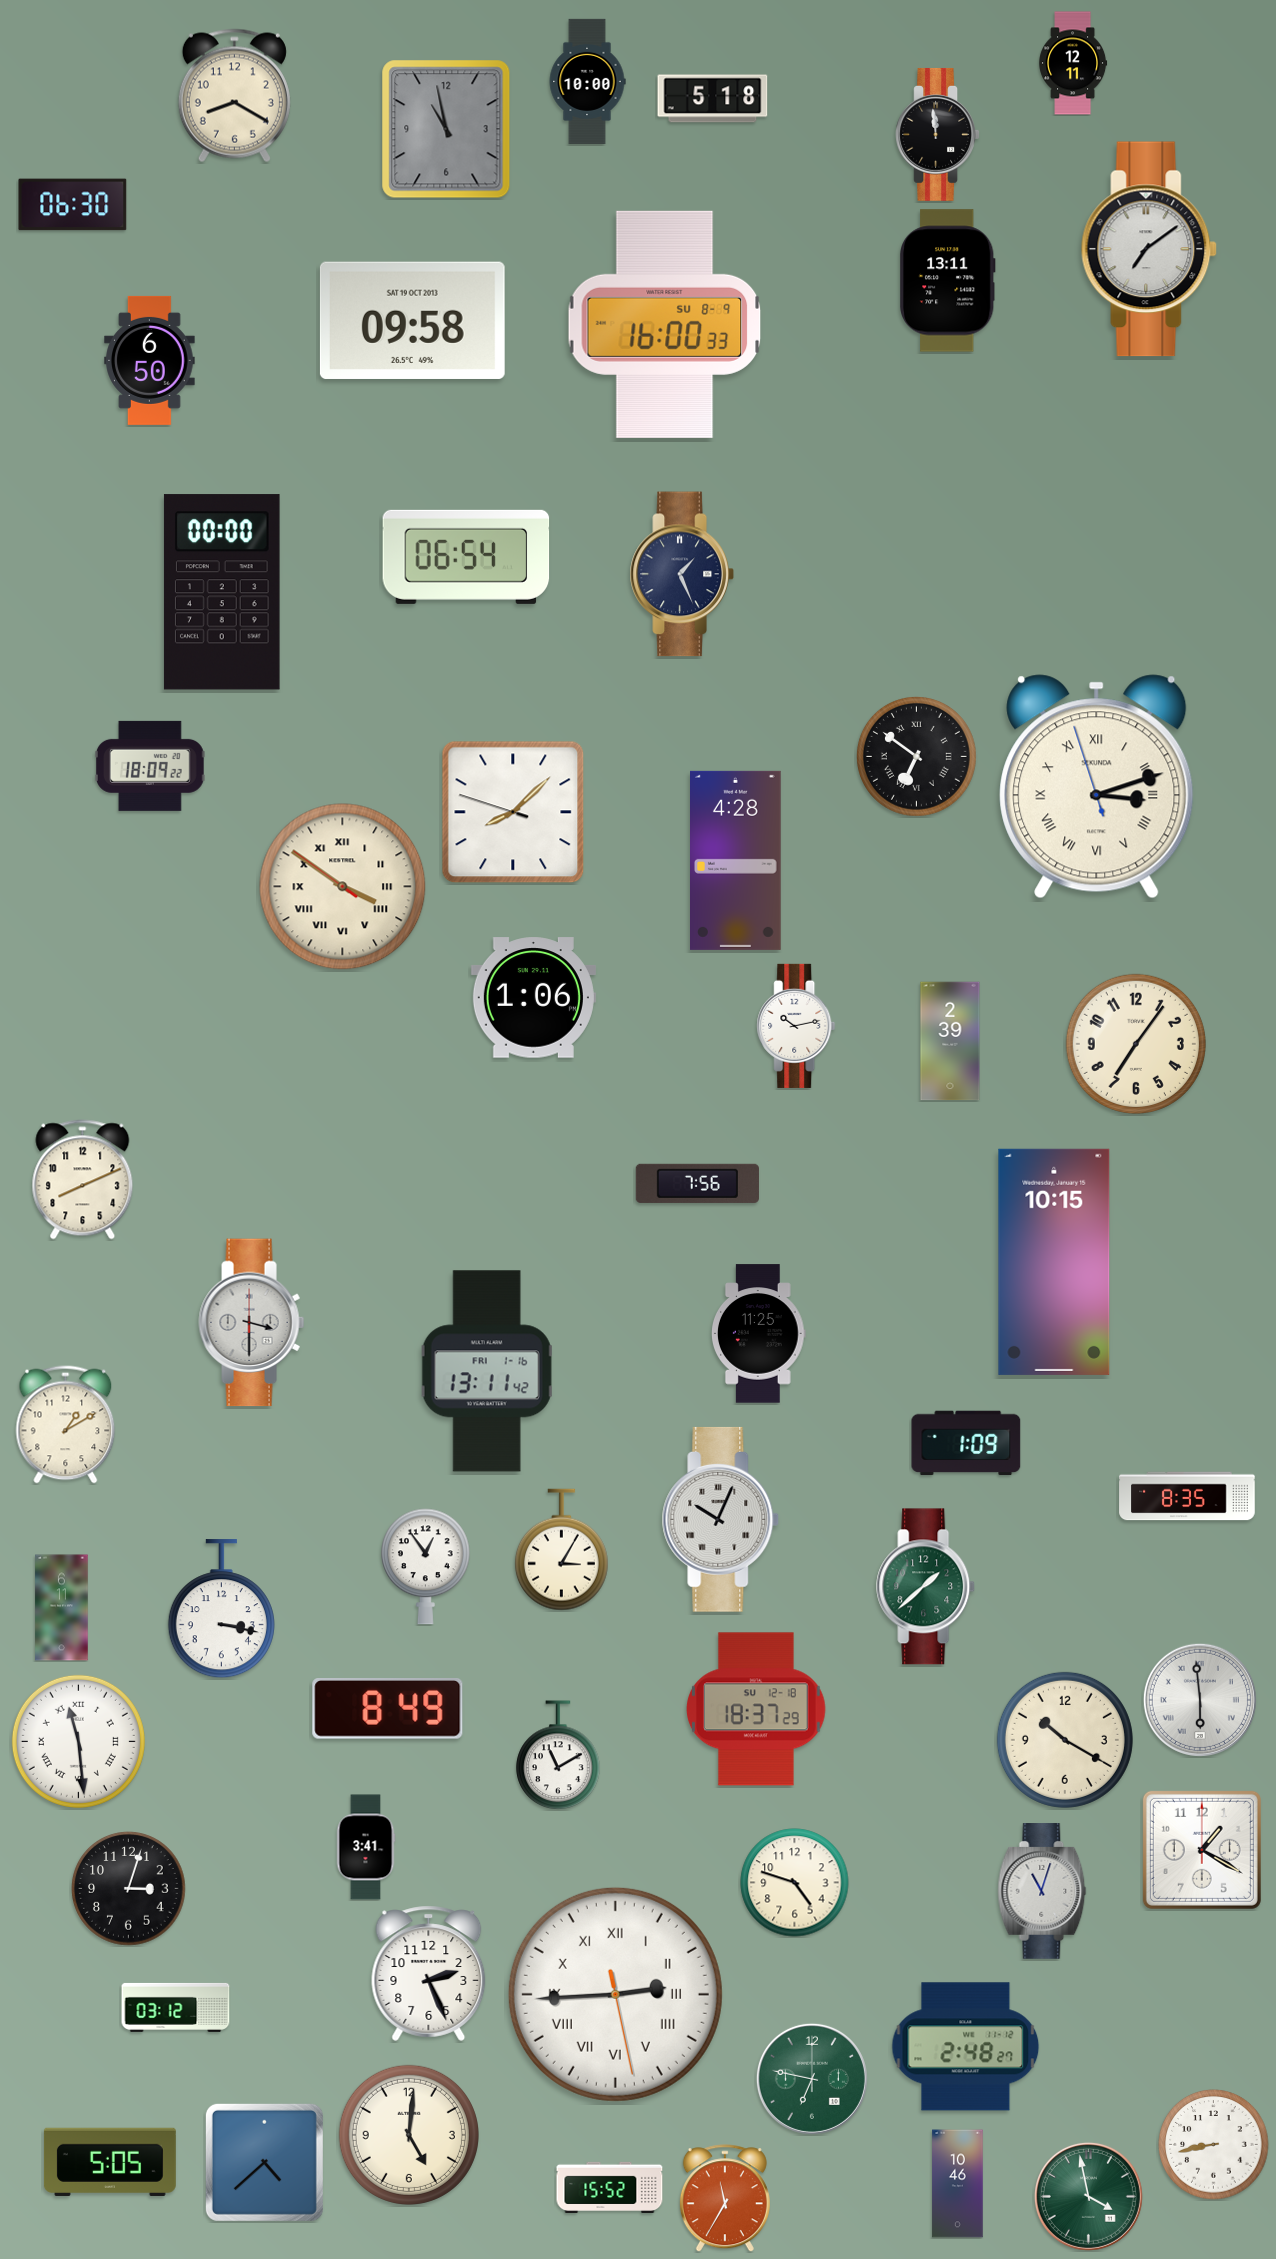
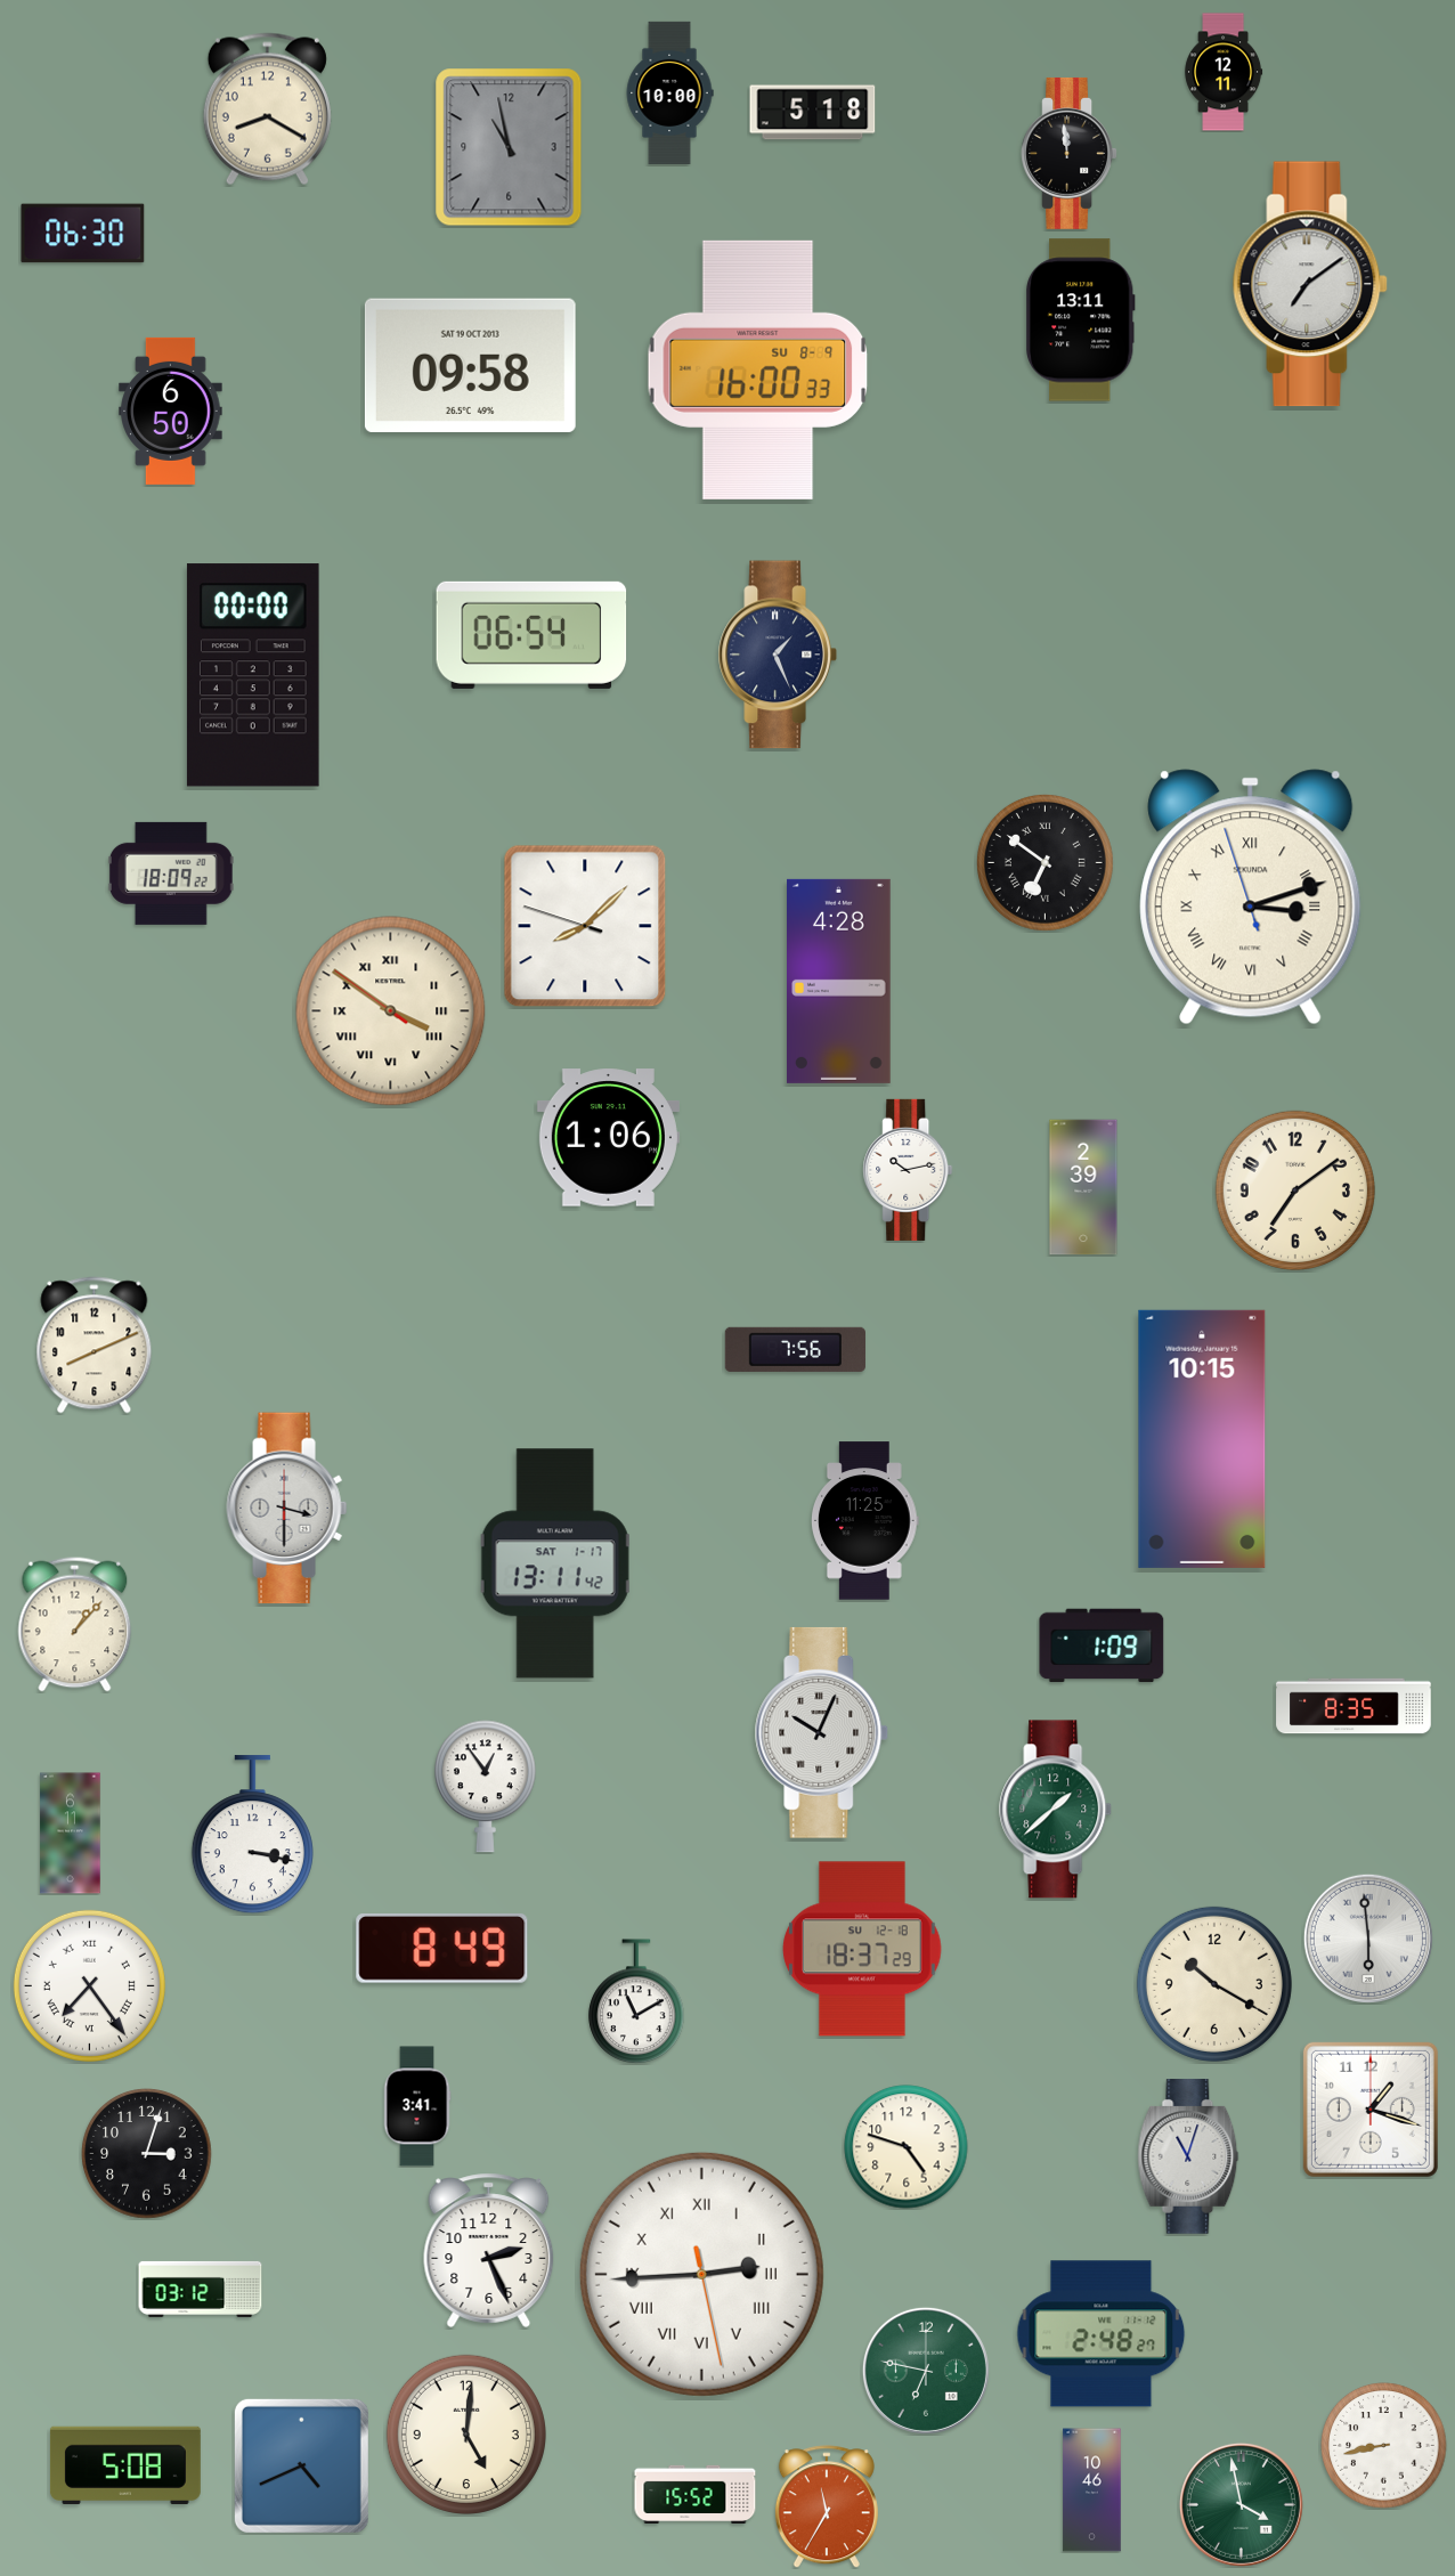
clock at (1136, 1044): 7:06 -> 7:09
clock at (487, 1371) date: FRI 1-16 -> SAT 1-17
clock at (66, 1425): 1:10 -> 1:07
clock at (561, 1550): 3:05 -> none
clock at (78, 1741): 11:29 -> 7:24
clock at (1202, 1850): 1:20 -> 1:18
clock at (110, 2162): 5:05 -> 5:08
clock at (264, 2162): 4:38 -> 4:41
